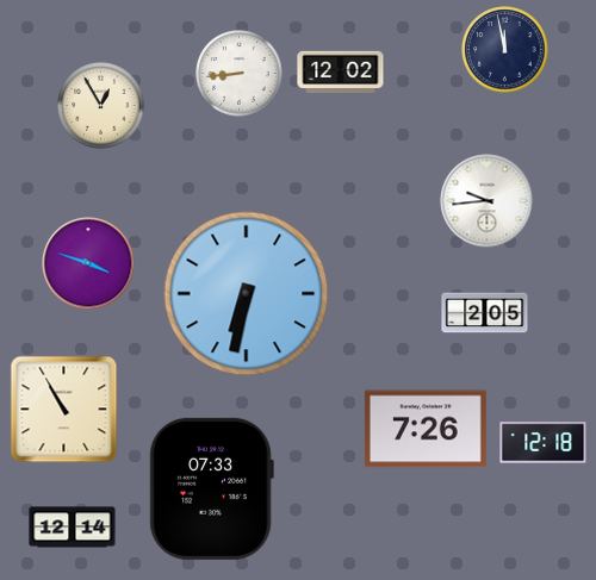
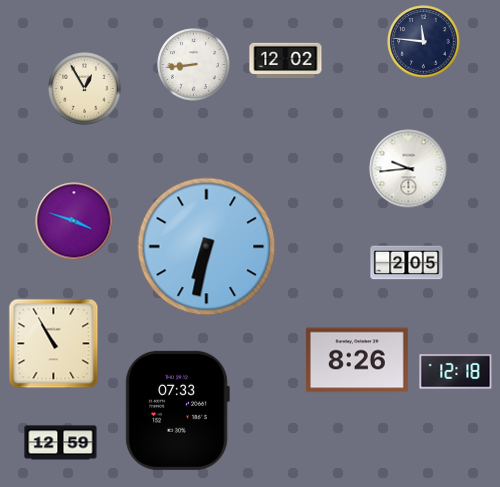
clock at (505, 50): 11:58 -> 11:46
clock at (240, 74) position: (240, 74) -> (194, 65)
clock at (426, 429): 7:26 -> 8:26
clock at (73, 528): 12:14 -> 12:59
